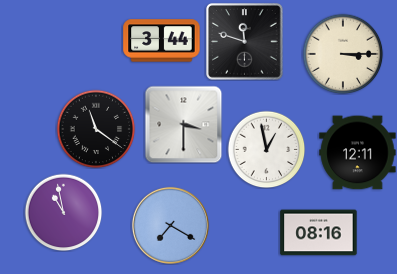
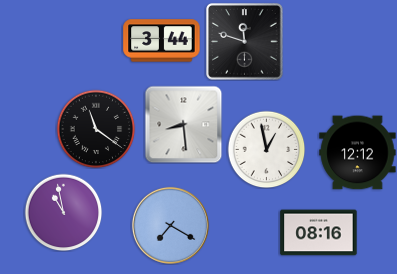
clock at (343, 54): 3:15 -> none
clock at (183, 124): 3:30 -> 8:29
clock at (358, 153): 12:11 -> 12:12
